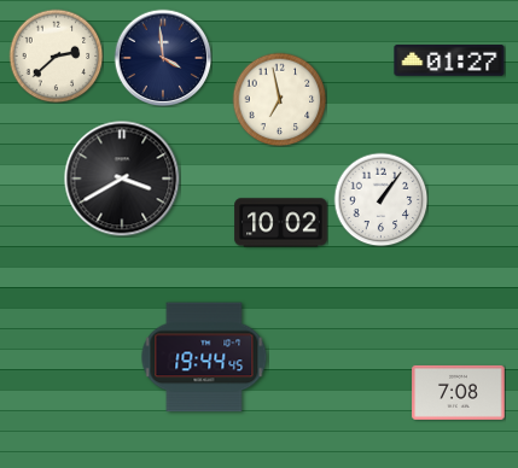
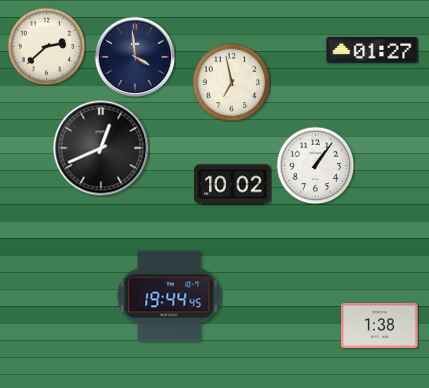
clock at (163, 58) position: (163, 58) -> (135, 57)
clock at (122, 179): 3:40 -> 12:41
clock at (459, 392): 7:08 -> 1:38
